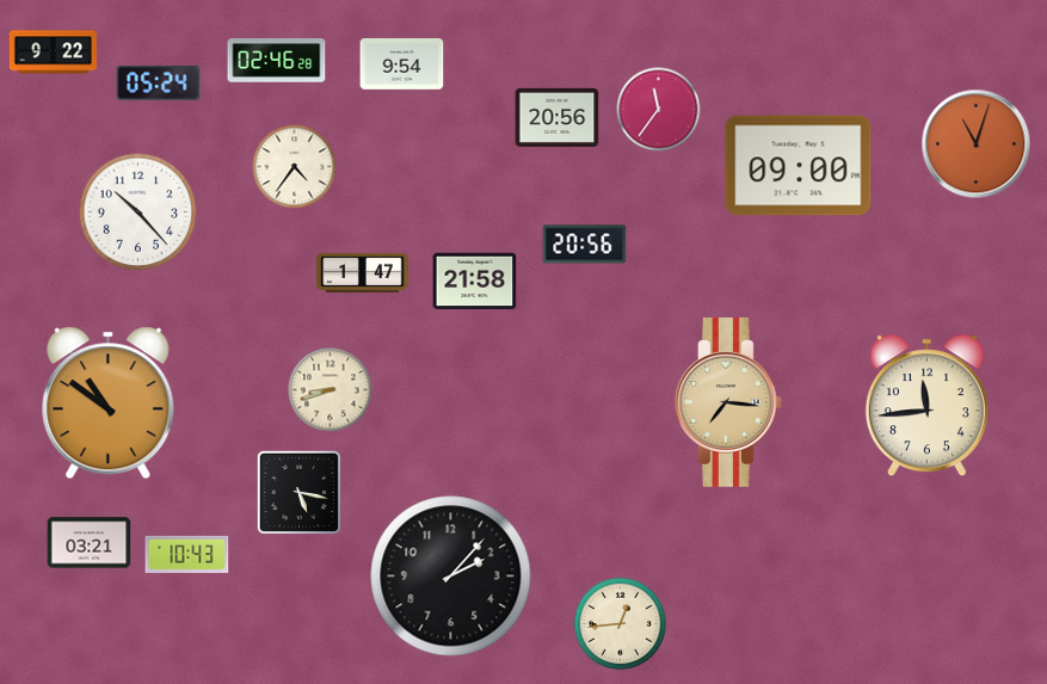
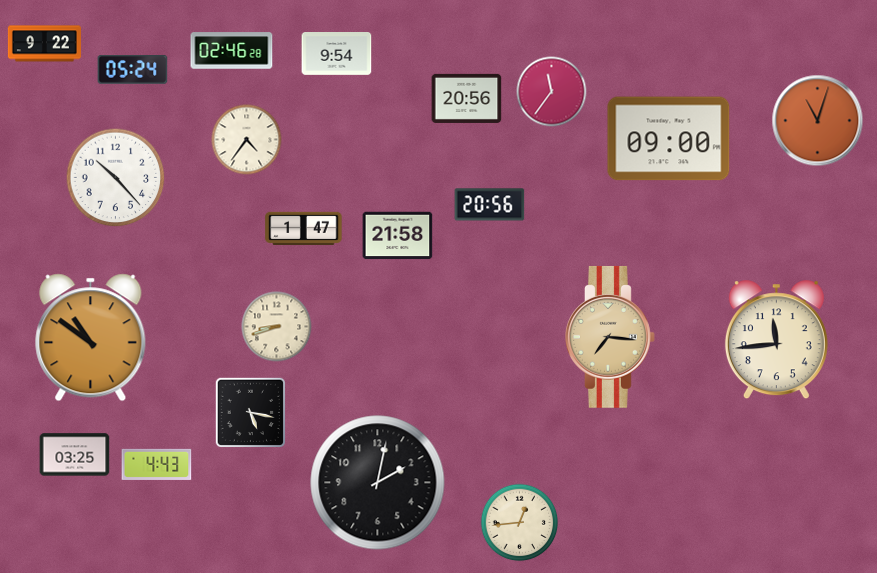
clock at (90, 543): 03:21 -> 03:25
clock at (187, 554): 10:43 -> 4:43
clock at (451, 577): 2:07 -> 2:02
